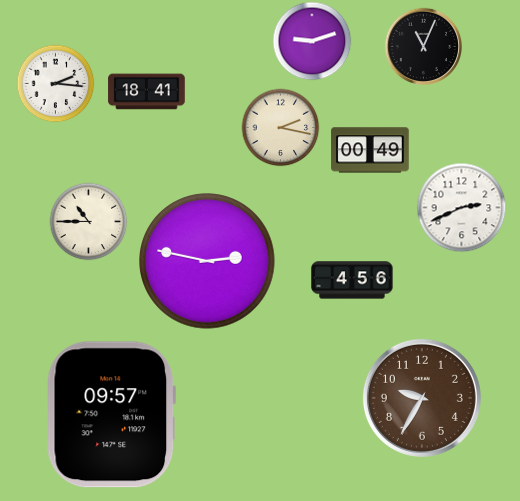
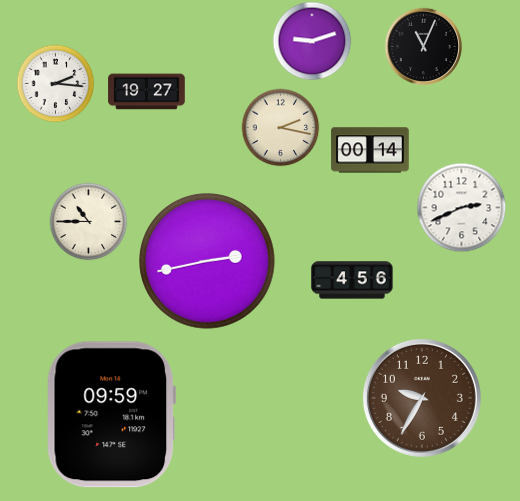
clock at (147, 92): 18:41 -> 19:27
clock at (370, 150): 00:49 -> 00:14
clock at (207, 261): 2:47 -> 2:43
clock at (112, 415): 09:57 -> 09:59
